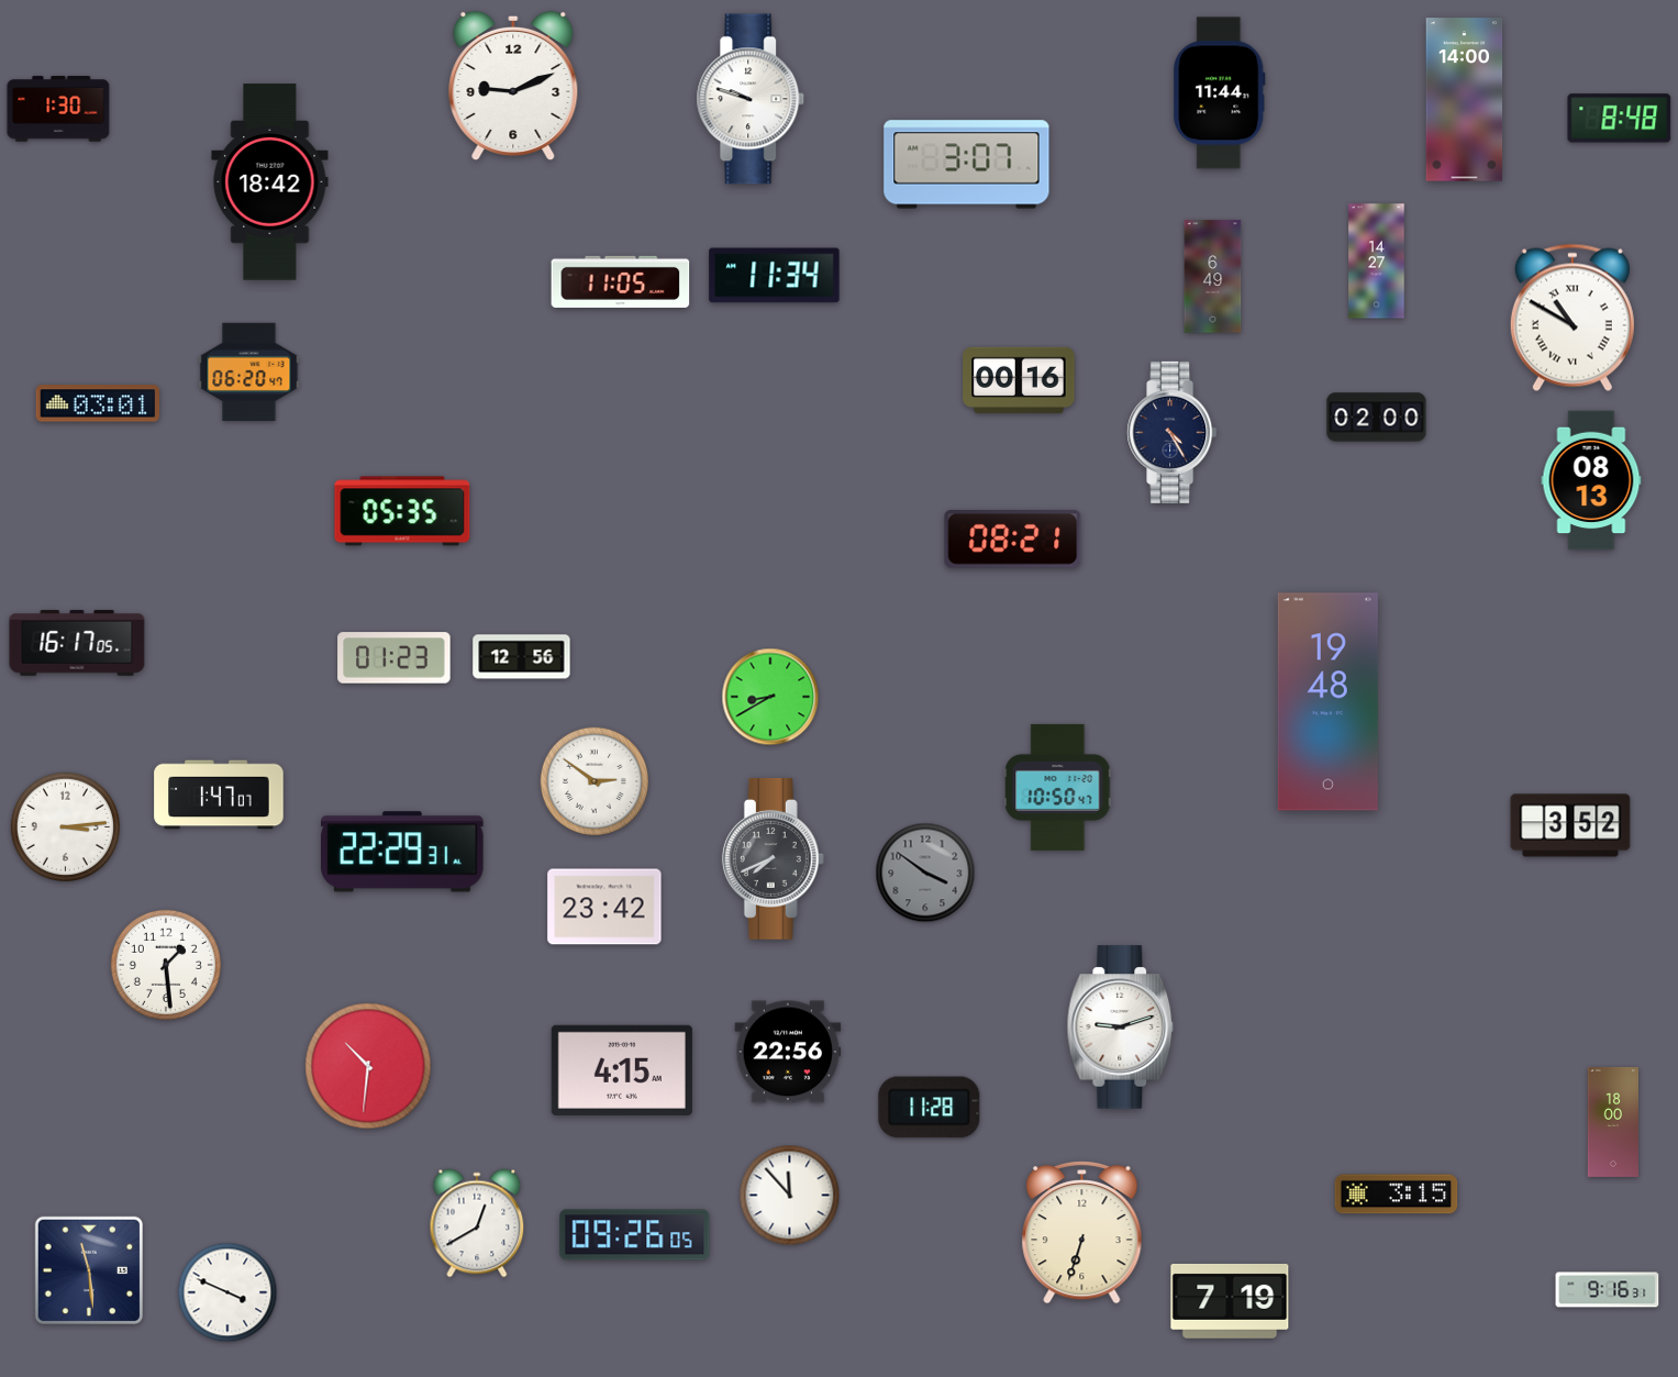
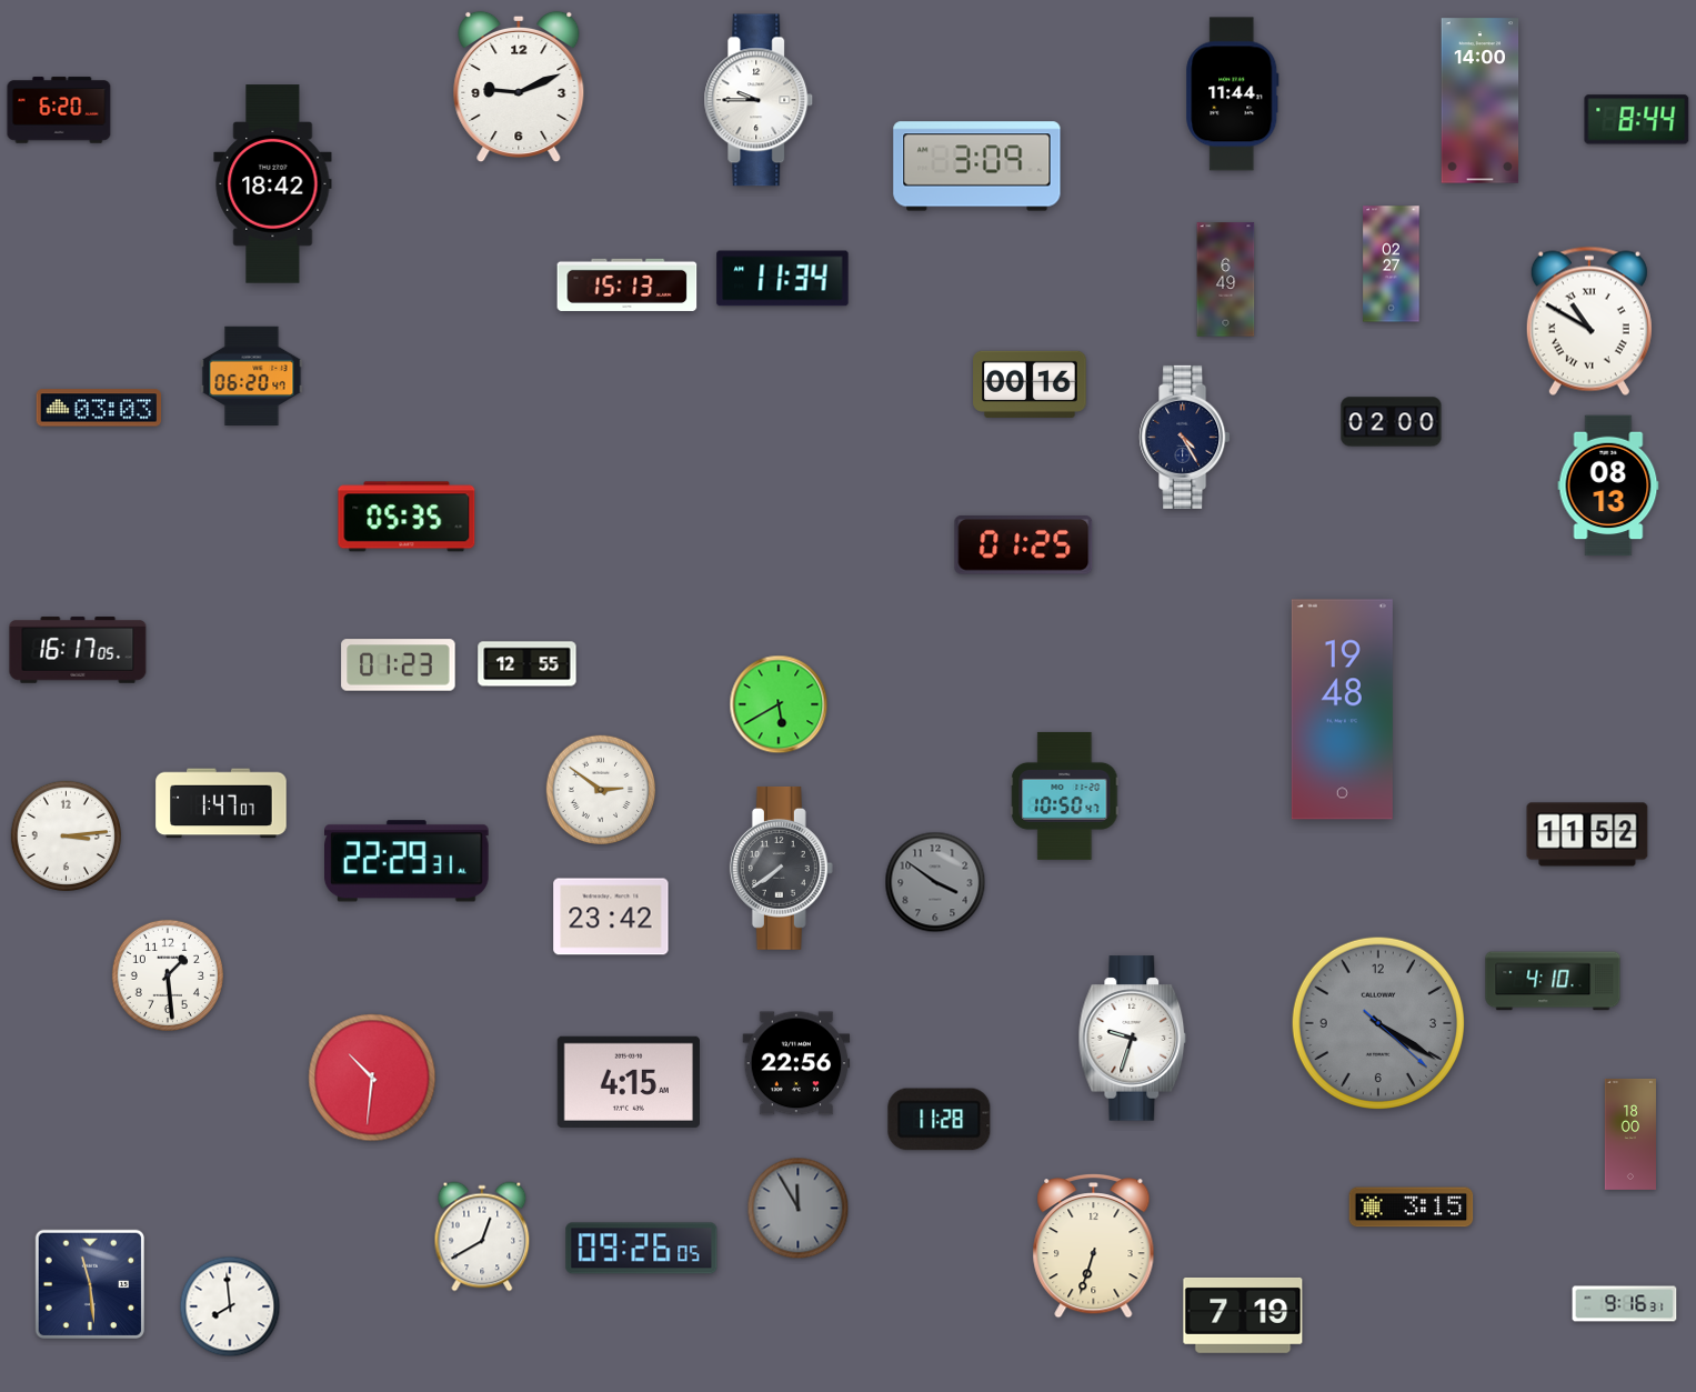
clock at (751, 99): 9:48 -> 9:45
clock at (58, 109): 1:30 -> 6:20
clock at (1620, 119): 8:48 -> 8:44
clock at (967, 165): 3:07 -> 3:09
clock at (1377, 262): 14:27 -> 02:27
clock at (621, 281): 11:05 -> 15:13
clock at (97, 403): 03:01 -> 03:03
clock at (1013, 540): 08:21 -> 01:25
clock at (522, 657): 12:56 -> 12:55
clock at (770, 697): 8:40 -> 5:40
clock at (1058, 787) position: (1058, 787) -> (1065, 795)
clock at (1570, 825): 3:52 -> 11:52
clock at (773, 858): 7:41 -> 7:39
clock at (1553, 981): none -> 4:10
clock at (1377, 1022): none -> 4:20
clock at (1121, 1028): 9:12 -> 9:33
clock at (790, 1196): 11:53 -> 11:55
clock at (790, 1196) dial: white -> grey
clock at (227, 1292): 3:49 -> 7:59
